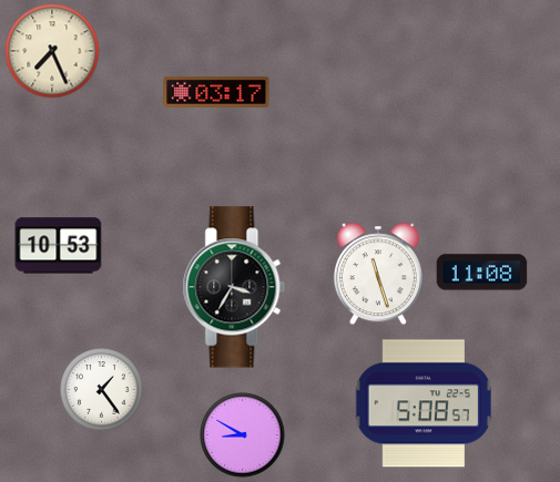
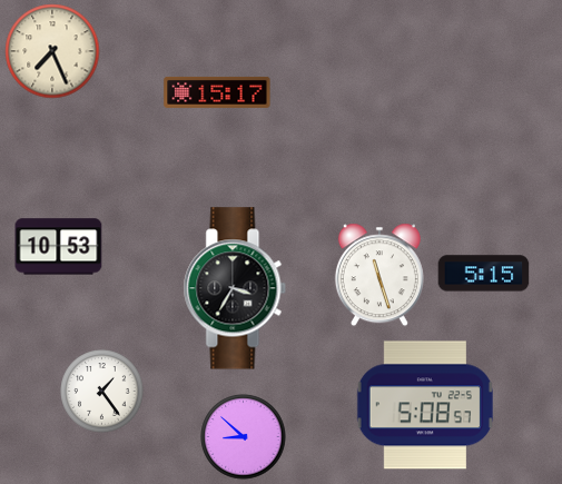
clock at (216, 92): 03:17 -> 15:17
clock at (482, 273): 11:08 -> 5:15
clock at (243, 435): 8:50 -> 8:52
